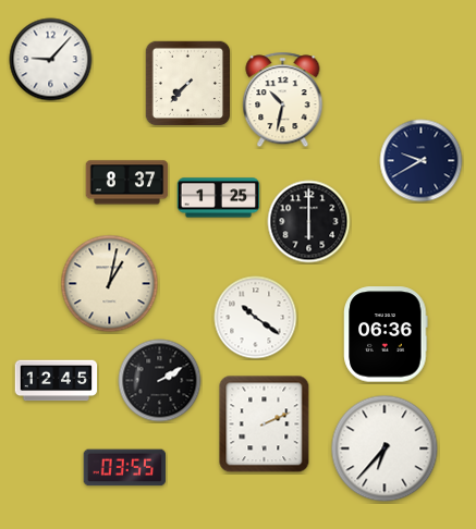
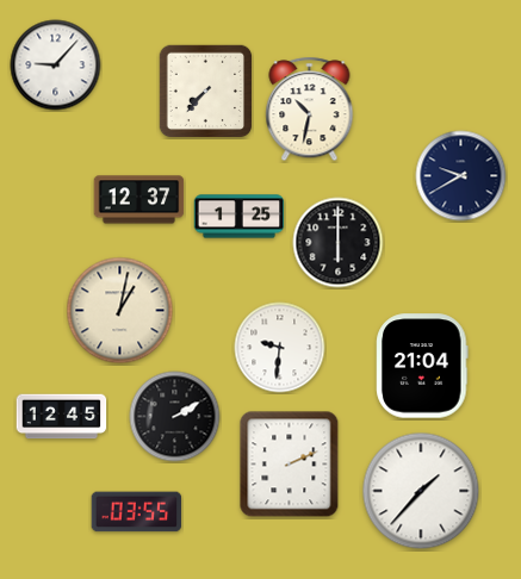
clock at (127, 183): 8:37 -> 12:37
clock at (256, 318): 10:21 -> 9:31
clock at (386, 334): 06:36 -> 21:04
clock at (385, 448): 6:37 -> 1:37
